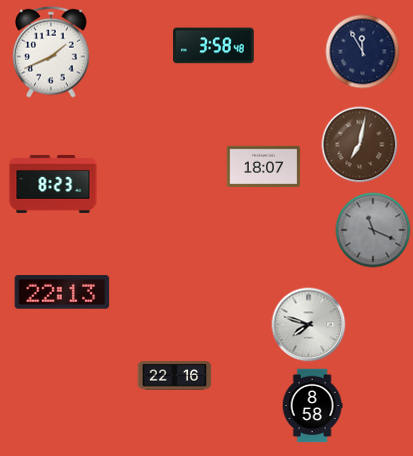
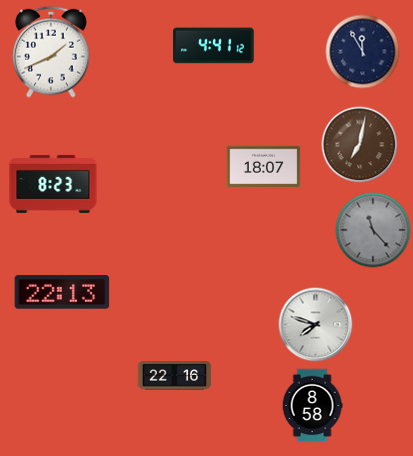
clock at (214, 46): 3:58 -> 4:41
clock at (373, 230): 11:19 -> 11:23
clock at (309, 325) position: (309, 325) -> (316, 325)
